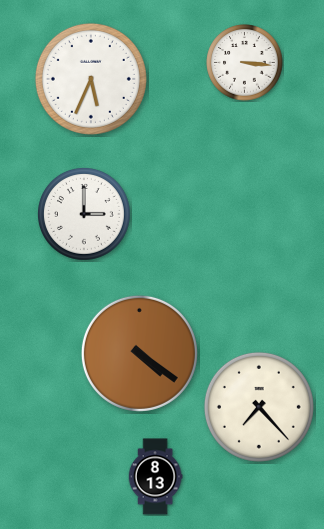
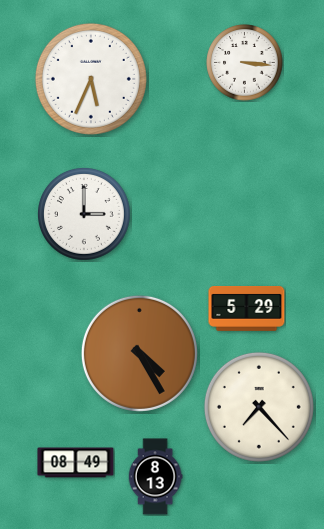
clock at (247, 309): none -> 5:29
clock at (139, 353): 4:21 -> 4:25
clock at (76, 463): none -> 08:49
